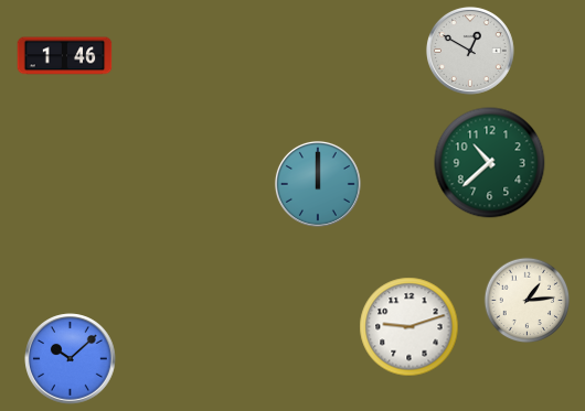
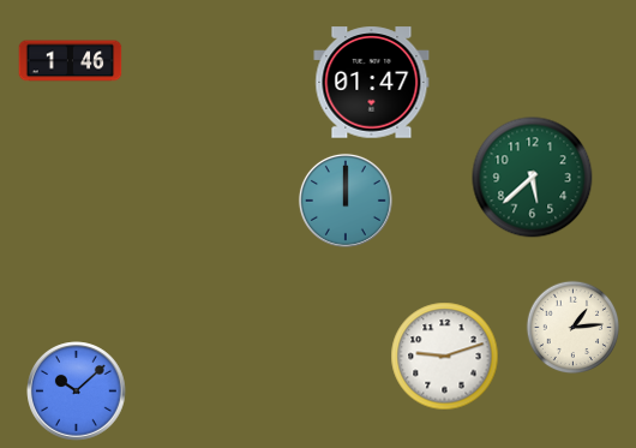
clock at (470, 51): 12:50 -> none
clock at (372, 83): none -> 01:47
clock at (490, 163): 10:38 -> 5:38
